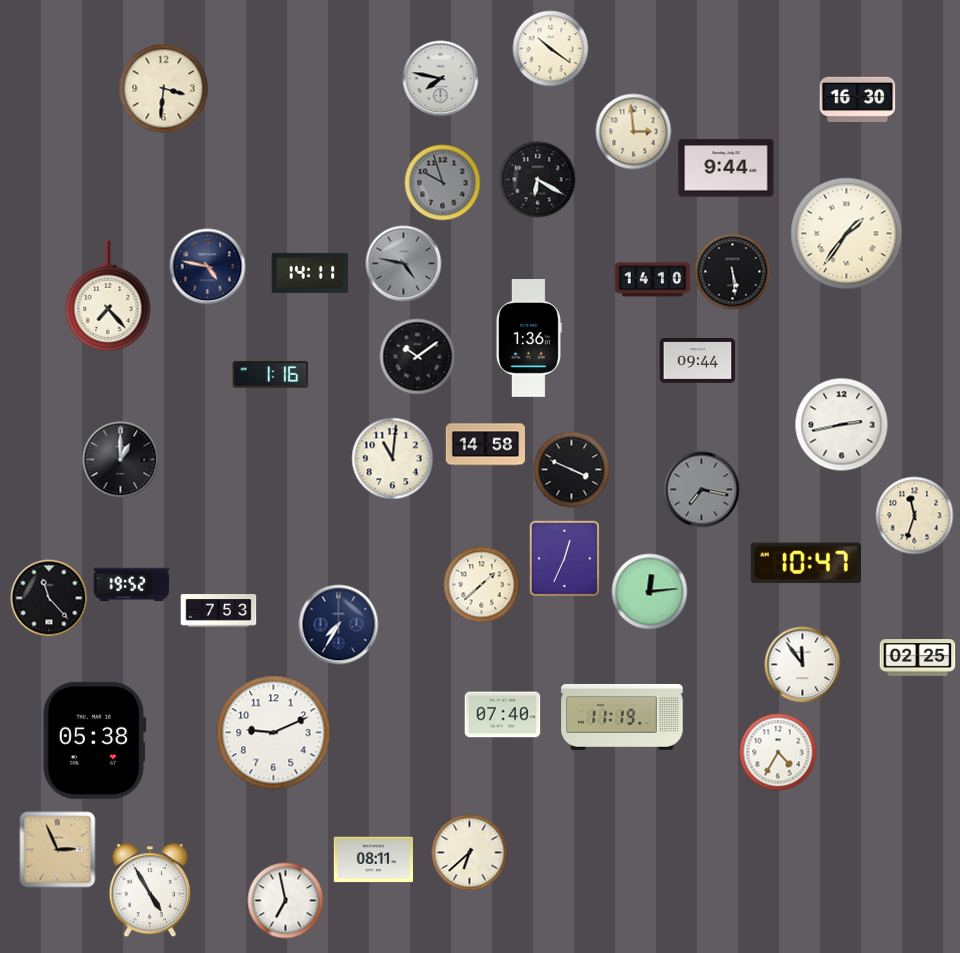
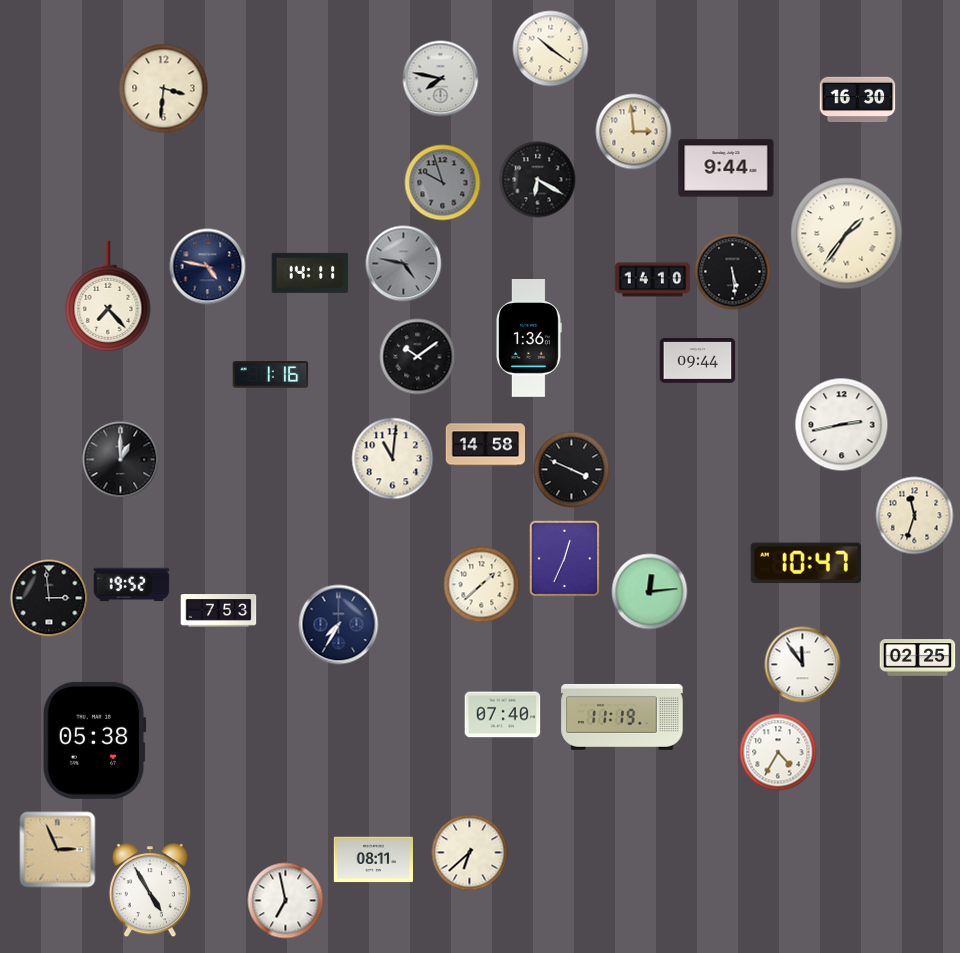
clock at (702, 490): 7:17 -> none
clock at (49, 598): 11:23 -> 2:59
clock at (274, 733): 9:11 -> none
